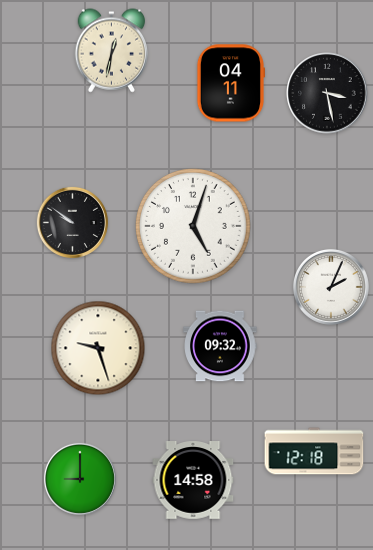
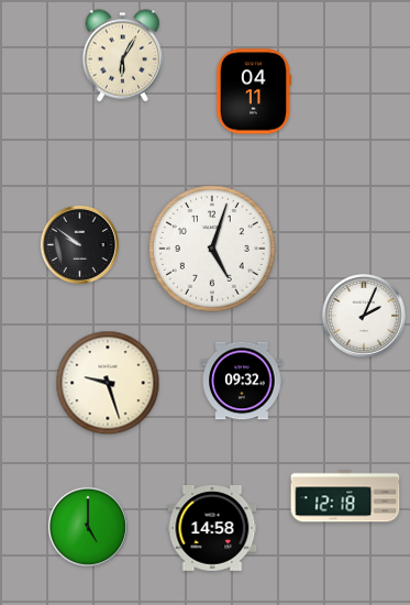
clock at (111, 51): 12:32 -> 6:05
clock at (327, 93): 3:28 -> none
clock at (80, 479): 9:00 -> 5:00
